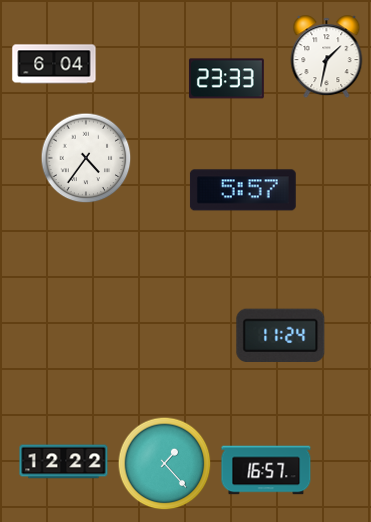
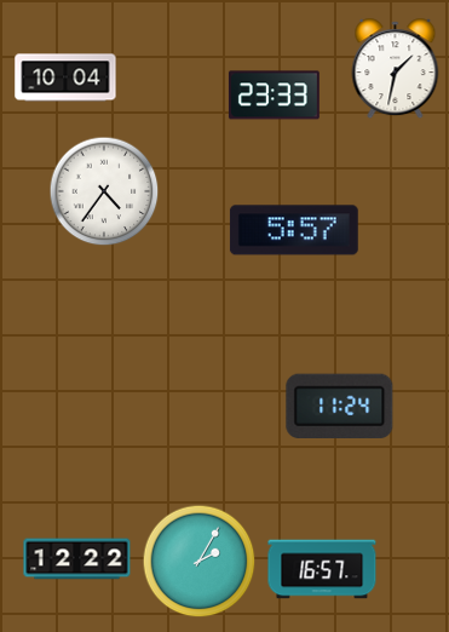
clock at (54, 64): 6:04 -> 10:04
clock at (165, 464): 1:23 -> 2:05
